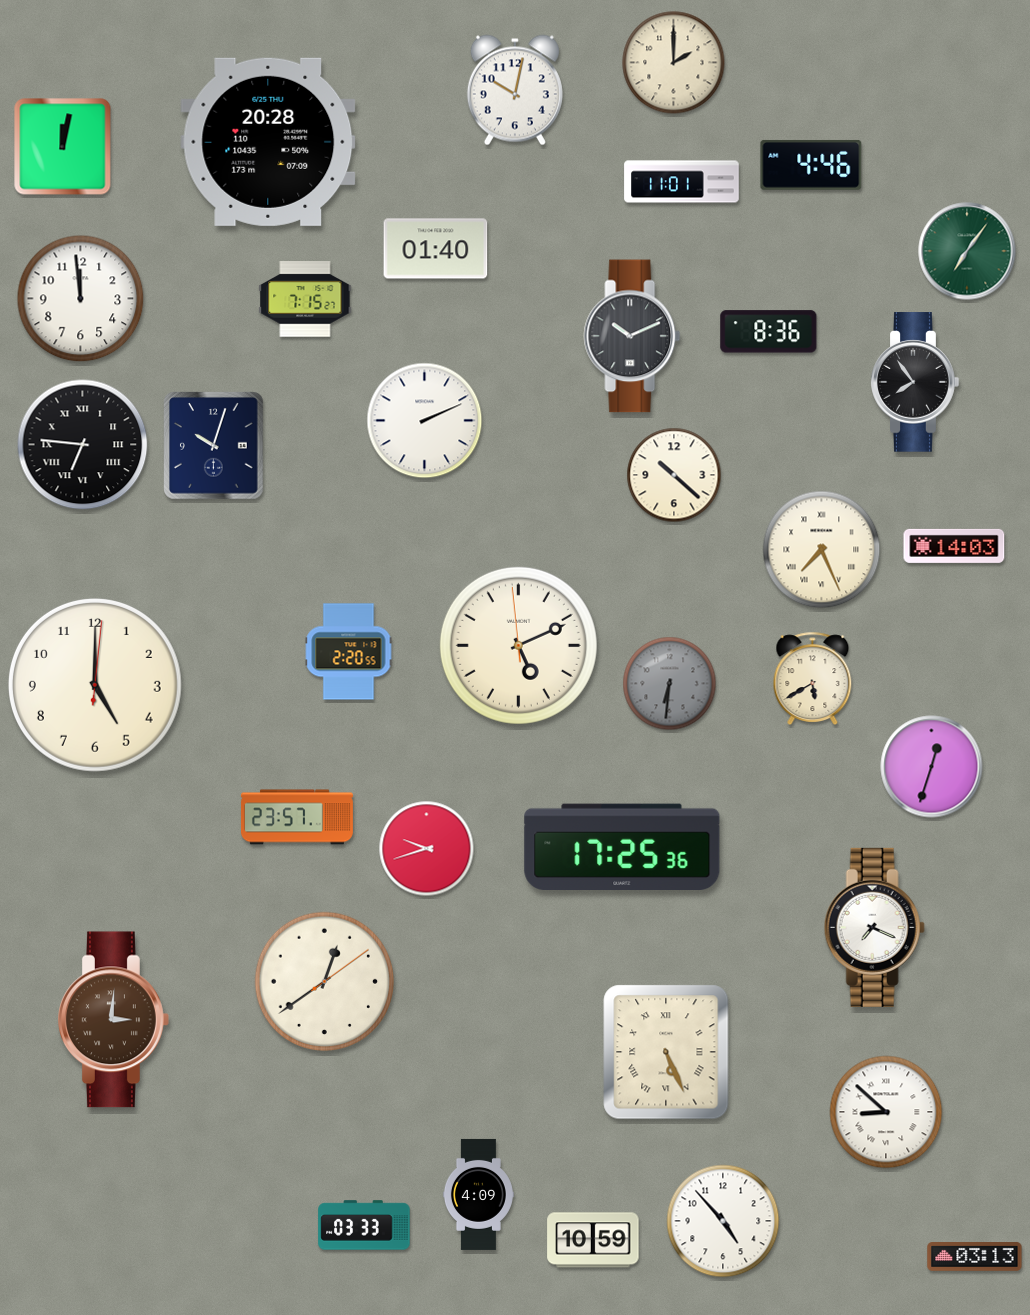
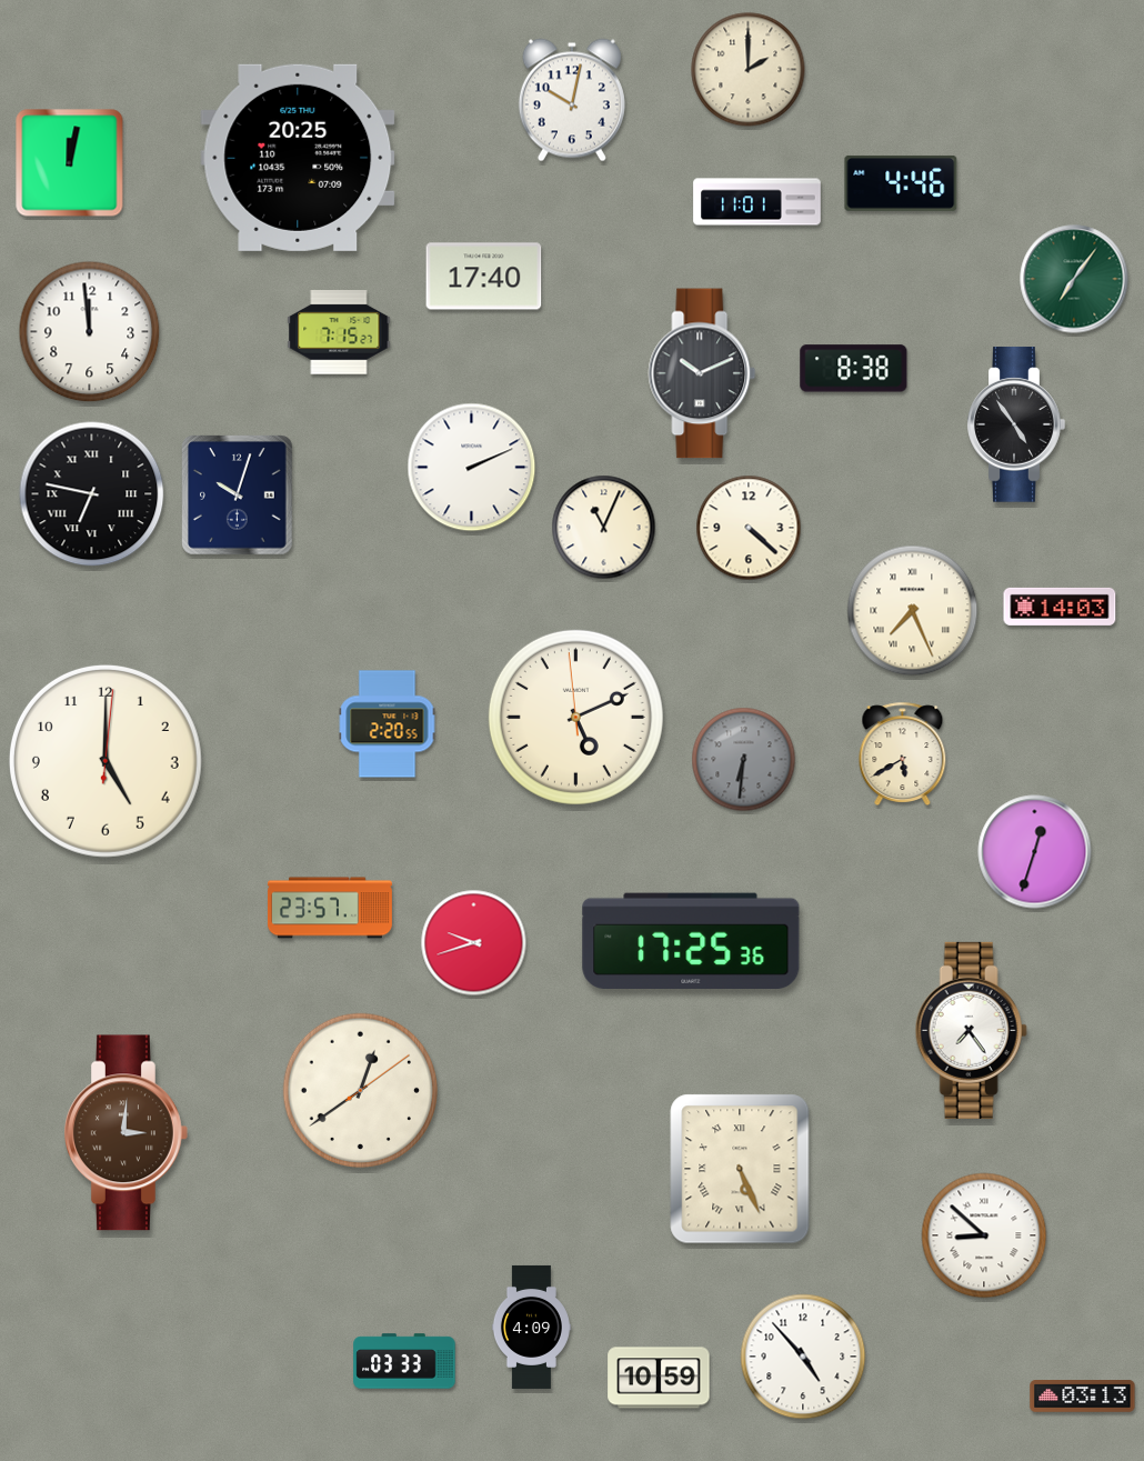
clock at (268, 142): 20:28 -> 20:25
clock at (436, 249): 01:40 -> 17:40
clock at (769, 332): 8:36 -> 8:38
clock at (915, 382): 7:54 -> 4:54
clock at (83, 445): 6:46 -> 6:47
clock at (604, 528): none -> 11:04
clock at (674, 475): 10:22 -> 4:22
clock at (874, 927): 7:19 -> 7:24
